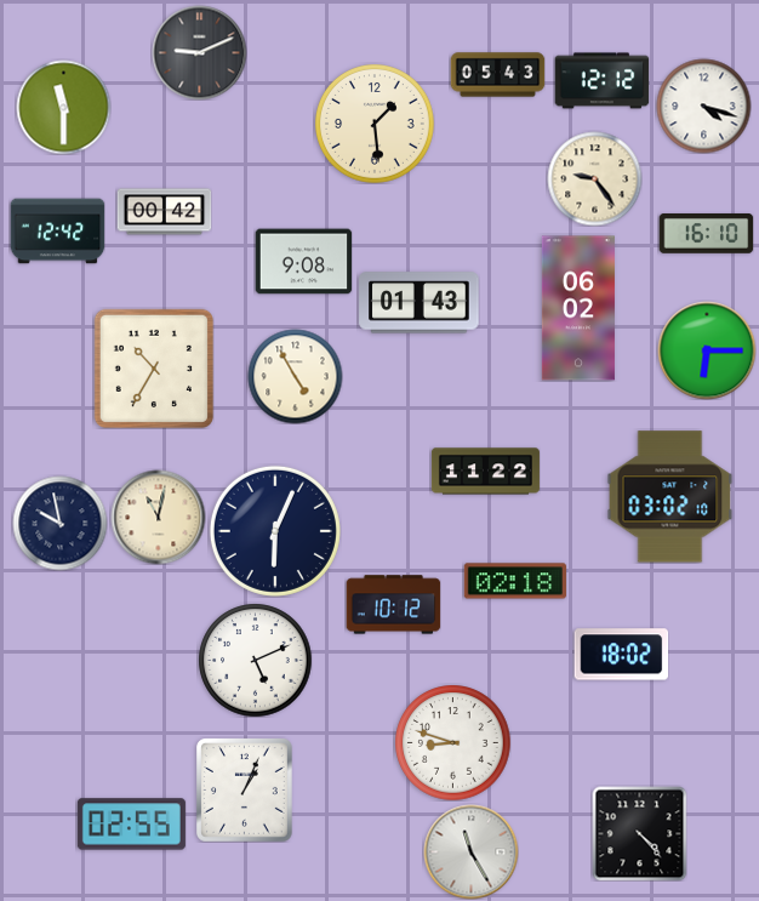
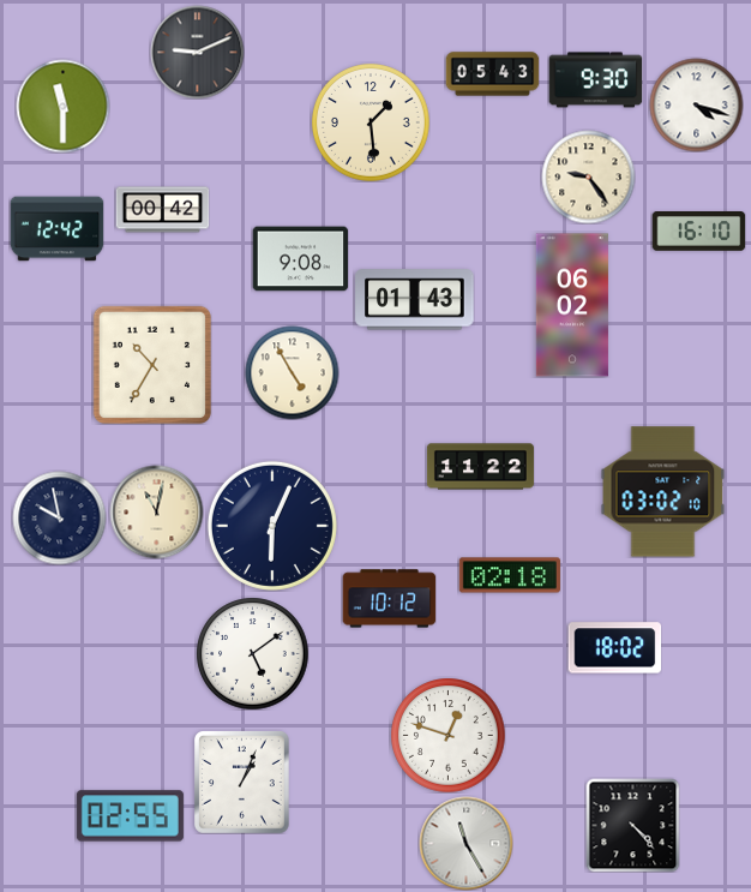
clock at (601, 81): 12:12 -> 9:30
clock at (707, 350): 6:15 -> none
clock at (255, 660): 5:11 -> 5:09
clock at (452, 742): 8:48 -> 12:48
